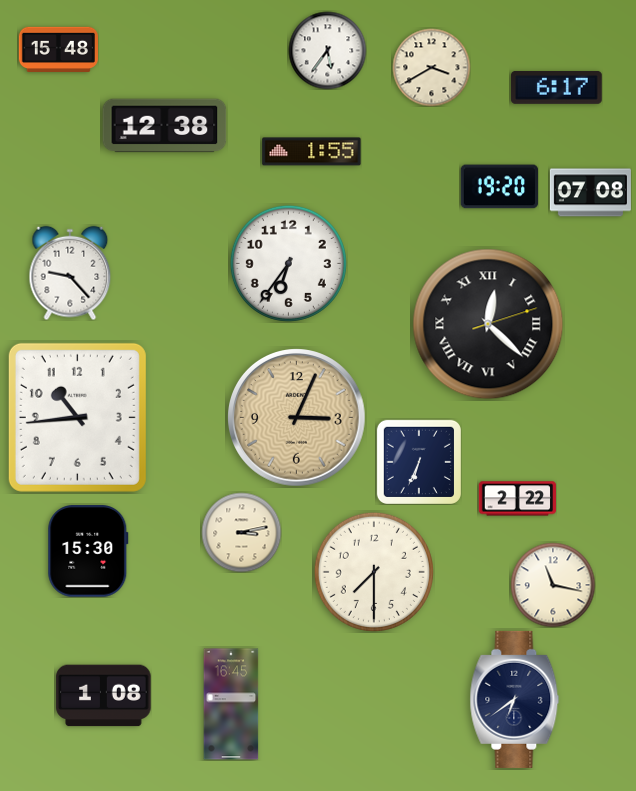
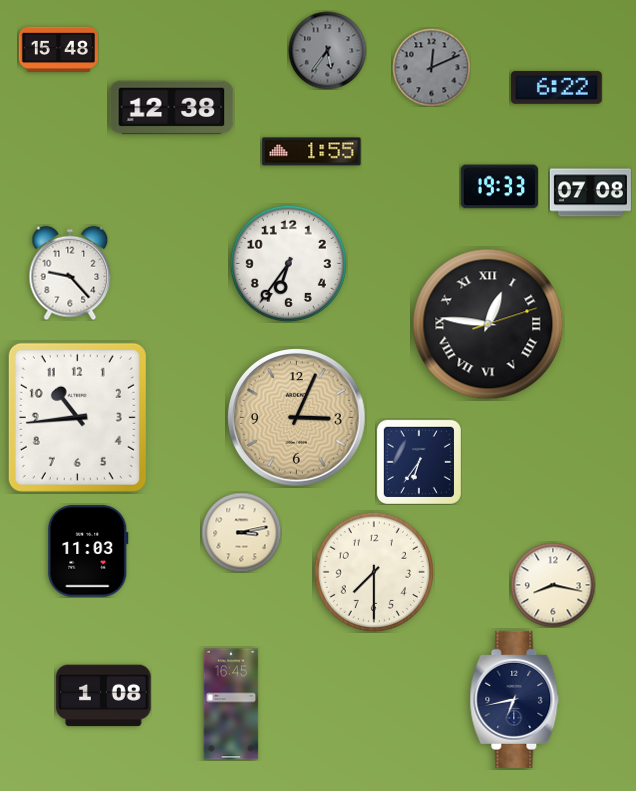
clock at (327, 50) dial: white -> grey
clock at (431, 67): 3:40 -> 12:11
clock at (431, 67) dial: cream -> grey
clock at (557, 87): 6:17 -> 6:22
clock at (165, 126) position: (165, 126) -> (172, 108)
clock at (499, 187): 19:20 -> 19:33
clock at (488, 324): 12:22 -> 12:46
clock at (418, 461): 6:34 -> 6:36
clock at (517, 499): 2:22 -> none
clock at (88, 551): 15:30 -> 11:03
clock at (553, 585): 11:17 -> 8:17
clock at (515, 699): 6:39 -> 6:43
